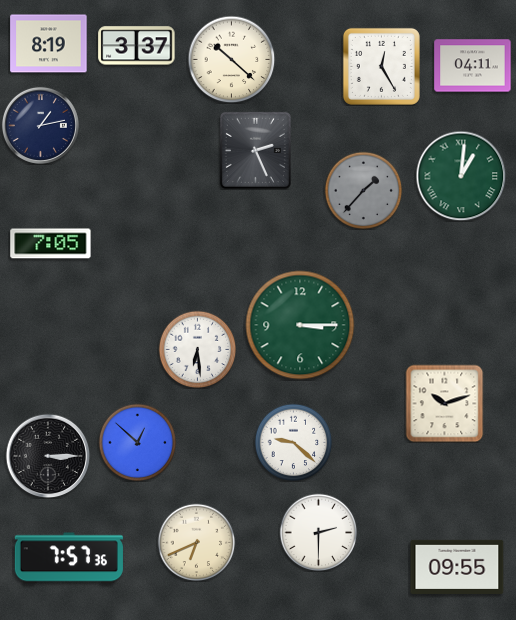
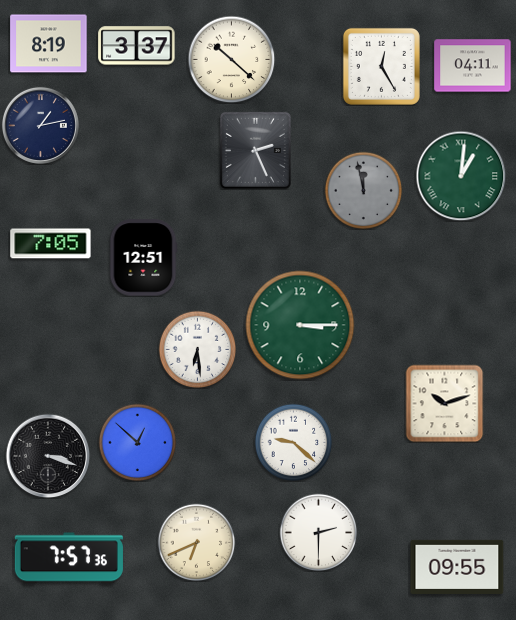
clock at (363, 190): 1:37 -> 11:58
clock at (143, 258): none -> 12:51
clock at (48, 456): 3:15 -> 3:18
